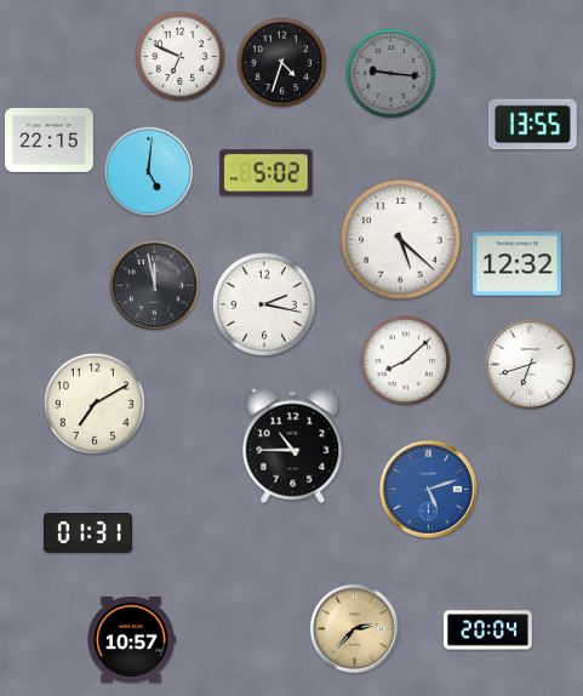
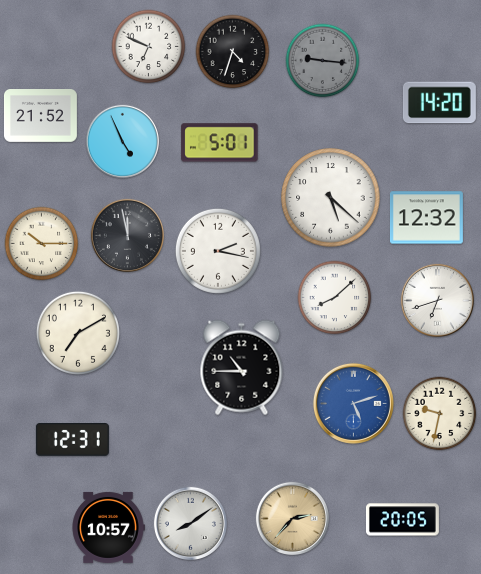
clock at (532, 125): 13:55 -> 14:20
clock at (48, 141): 22:15 -> 21:52
clock at (148, 171): 5:01 -> 4:56
clock at (267, 173): 5:02 -> 5:01
clock at (42, 244): none -> 10:15
clock at (440, 414): none -> 9:32
clock at (87, 534): 01:31 -> 12:31
clock at (487, 631): 20:04 -> 20:05
clock at (190, 523): none -> 8:09
